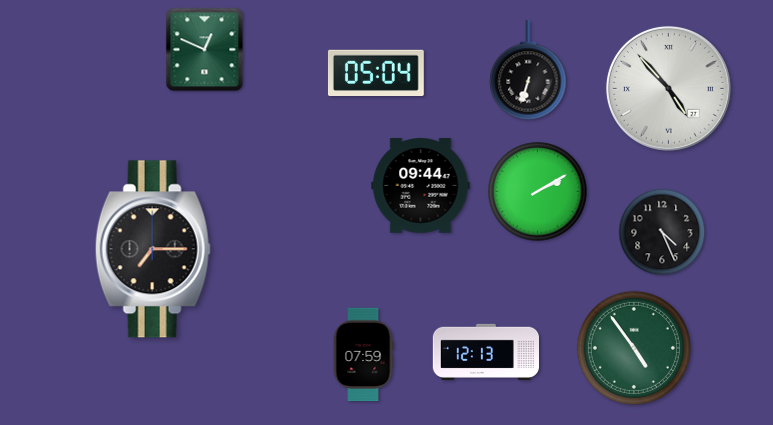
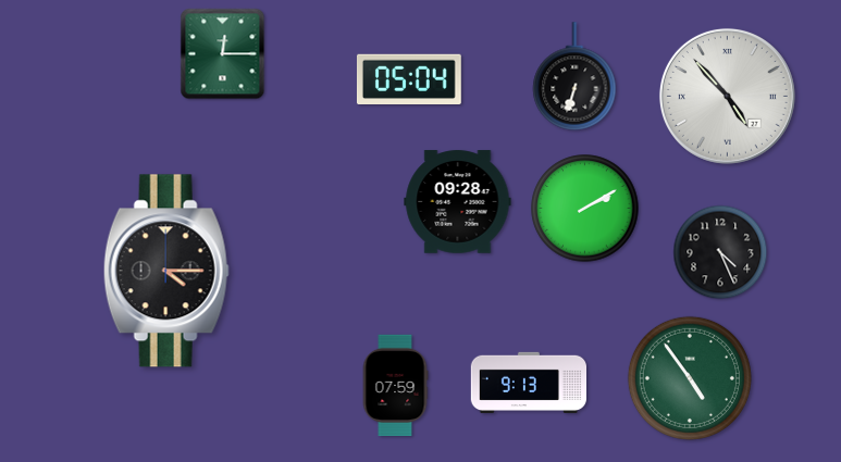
clock at (205, 50): 12:49 -> 12:15
clock at (421, 186): 09:44 -> 09:28
clock at (153, 249): 7:15 -> 4:15
clock at (485, 352): 12:13 -> 9:13
